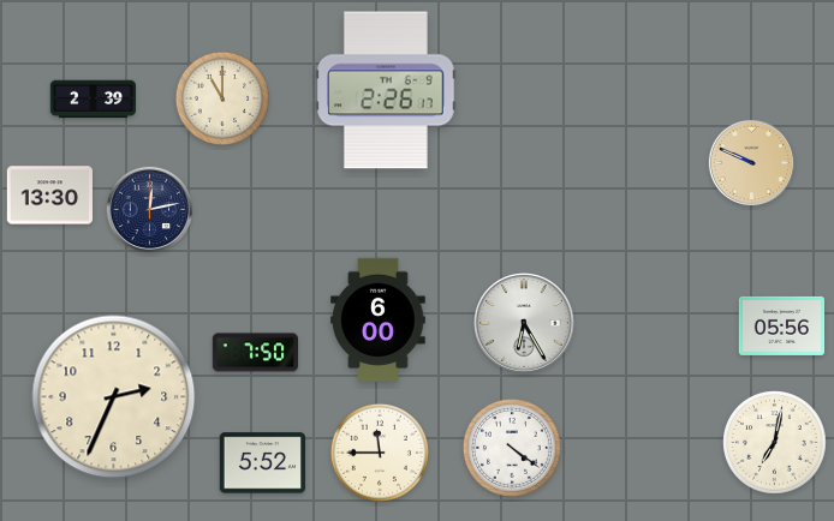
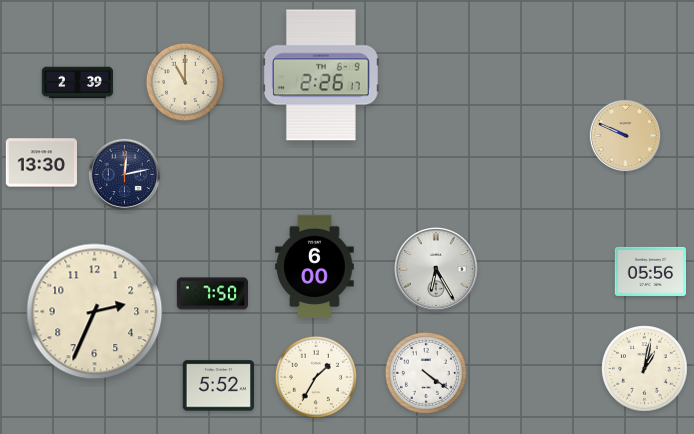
clock at (114, 397) position: (114, 397) -> (95, 312)
clock at (775, 443): 7:02 -> 1:02
clock at (380, 453): 11:45 -> 1:35
